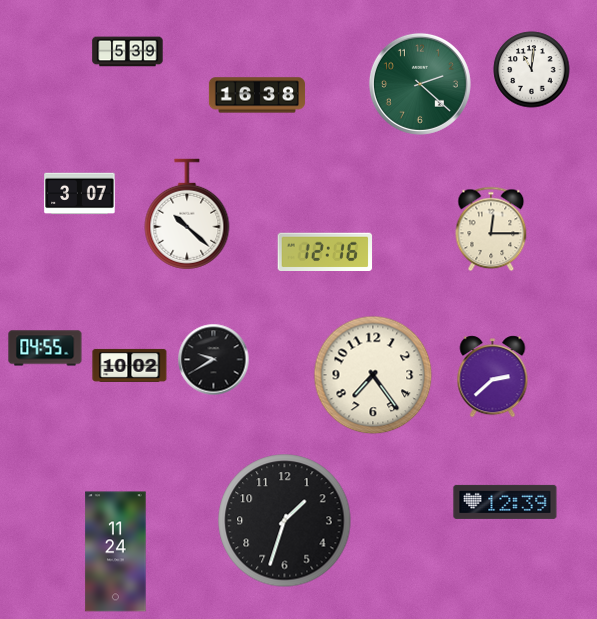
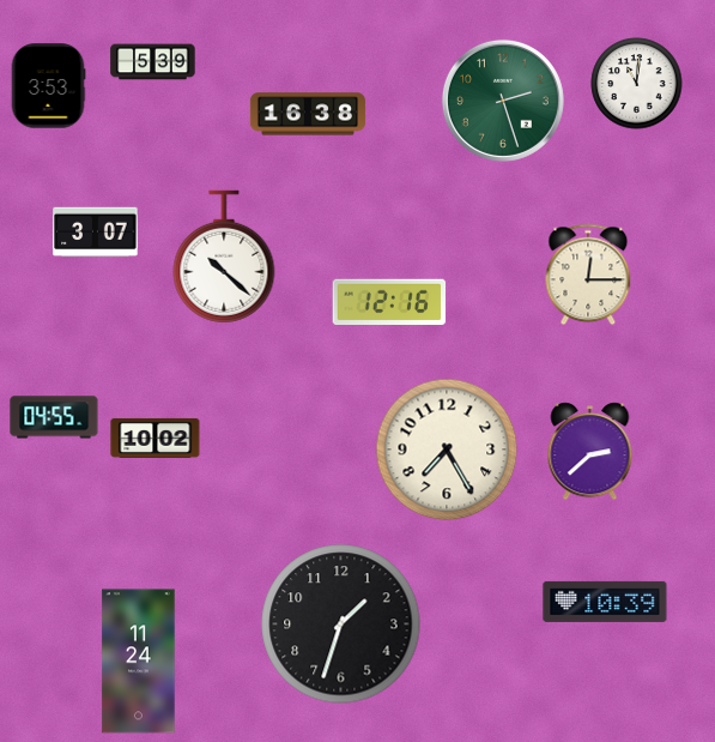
clock at (48, 86): none -> 3:53
clock at (420, 84): 2:22 -> 2:27
clock at (214, 360): 9:40 -> none
clock at (373, 375): 7:24 -> 7:25
clock at (505, 502): 12:39 -> 10:39
